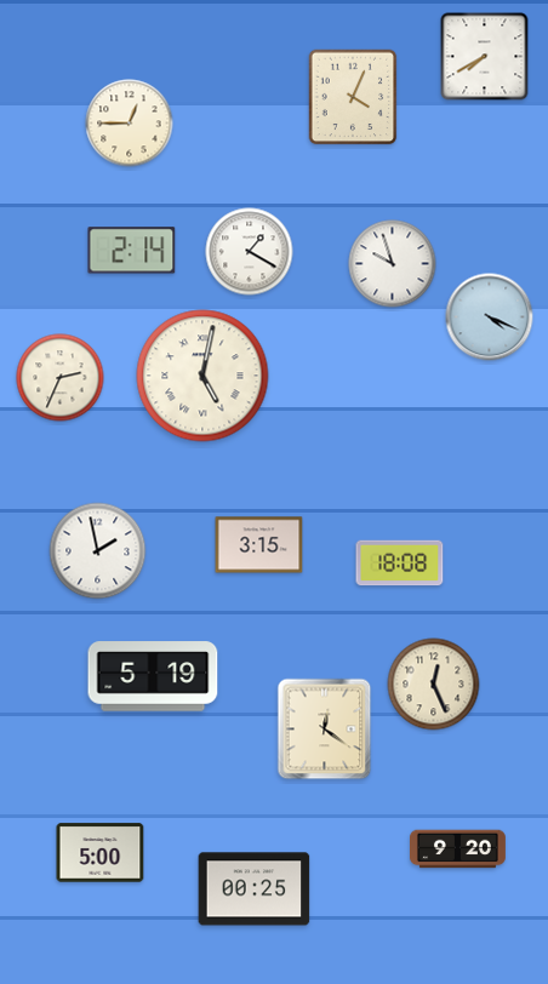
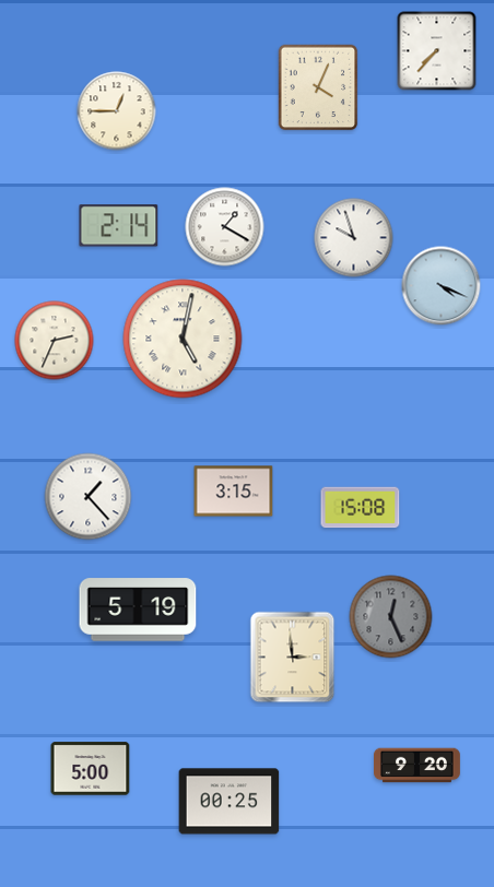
clock at (485, 57): 7:40 -> 7:37
clock at (98, 551): 1:58 -> 1:23
clock at (400, 563): 18:08 -> 15:08
clock at (434, 685) dial: cream -> grey
clock at (325, 730): 12:21 -> 2:59
clock at (458, 849) position: (458, 849) -> (417, 766)
